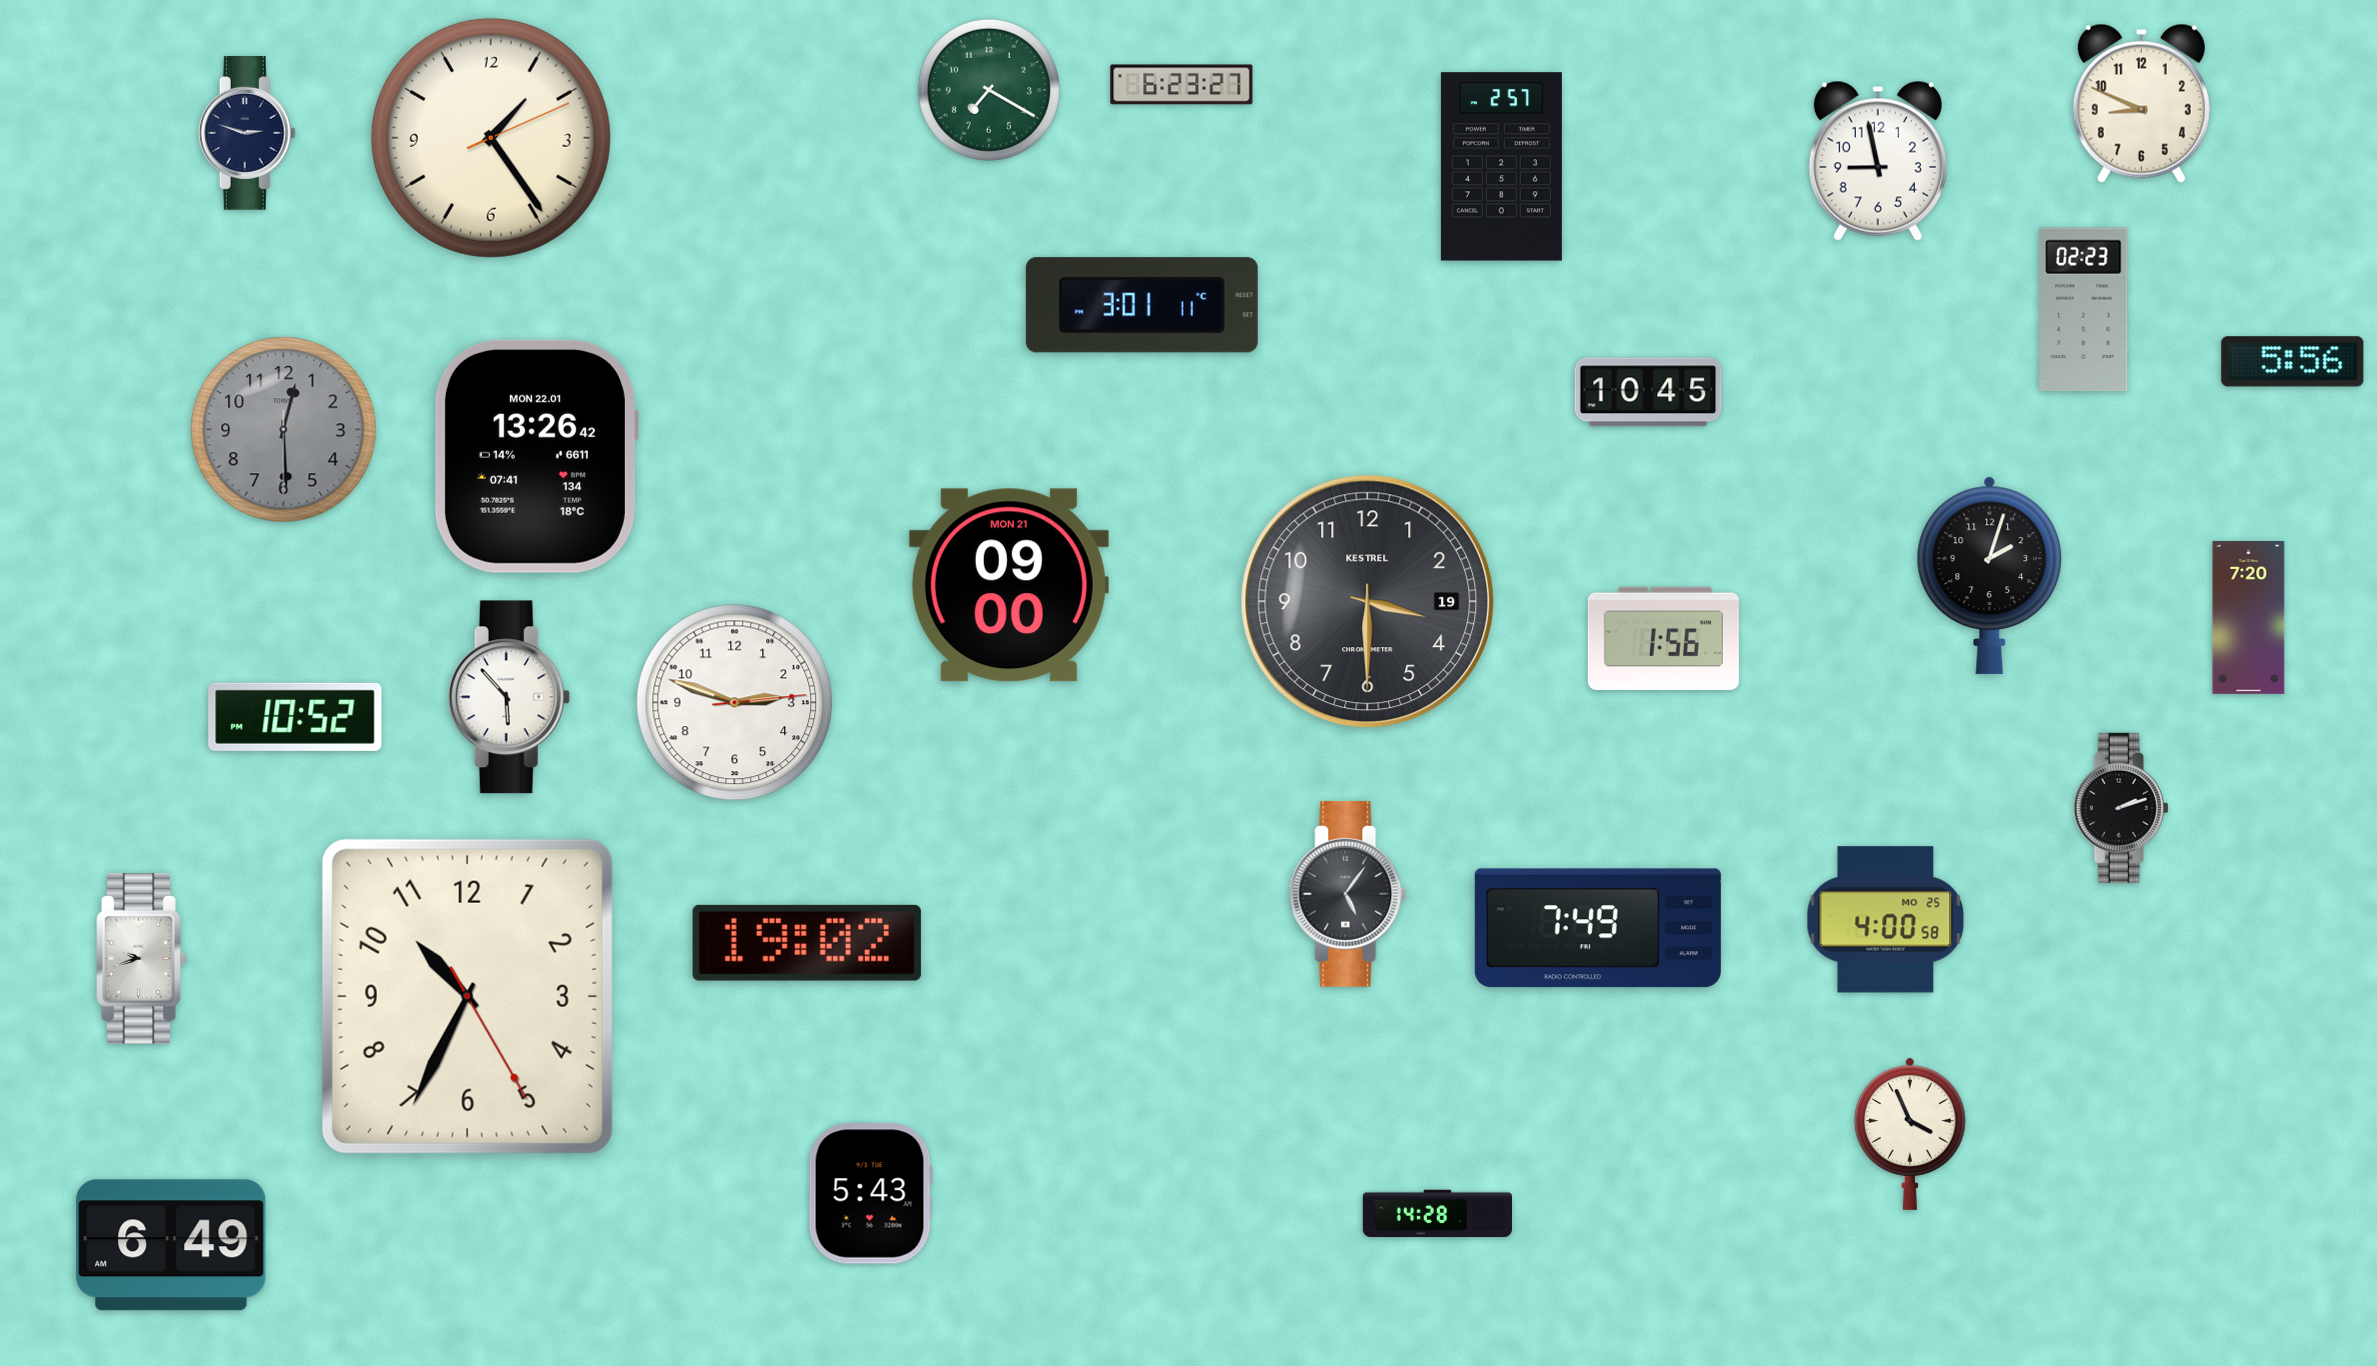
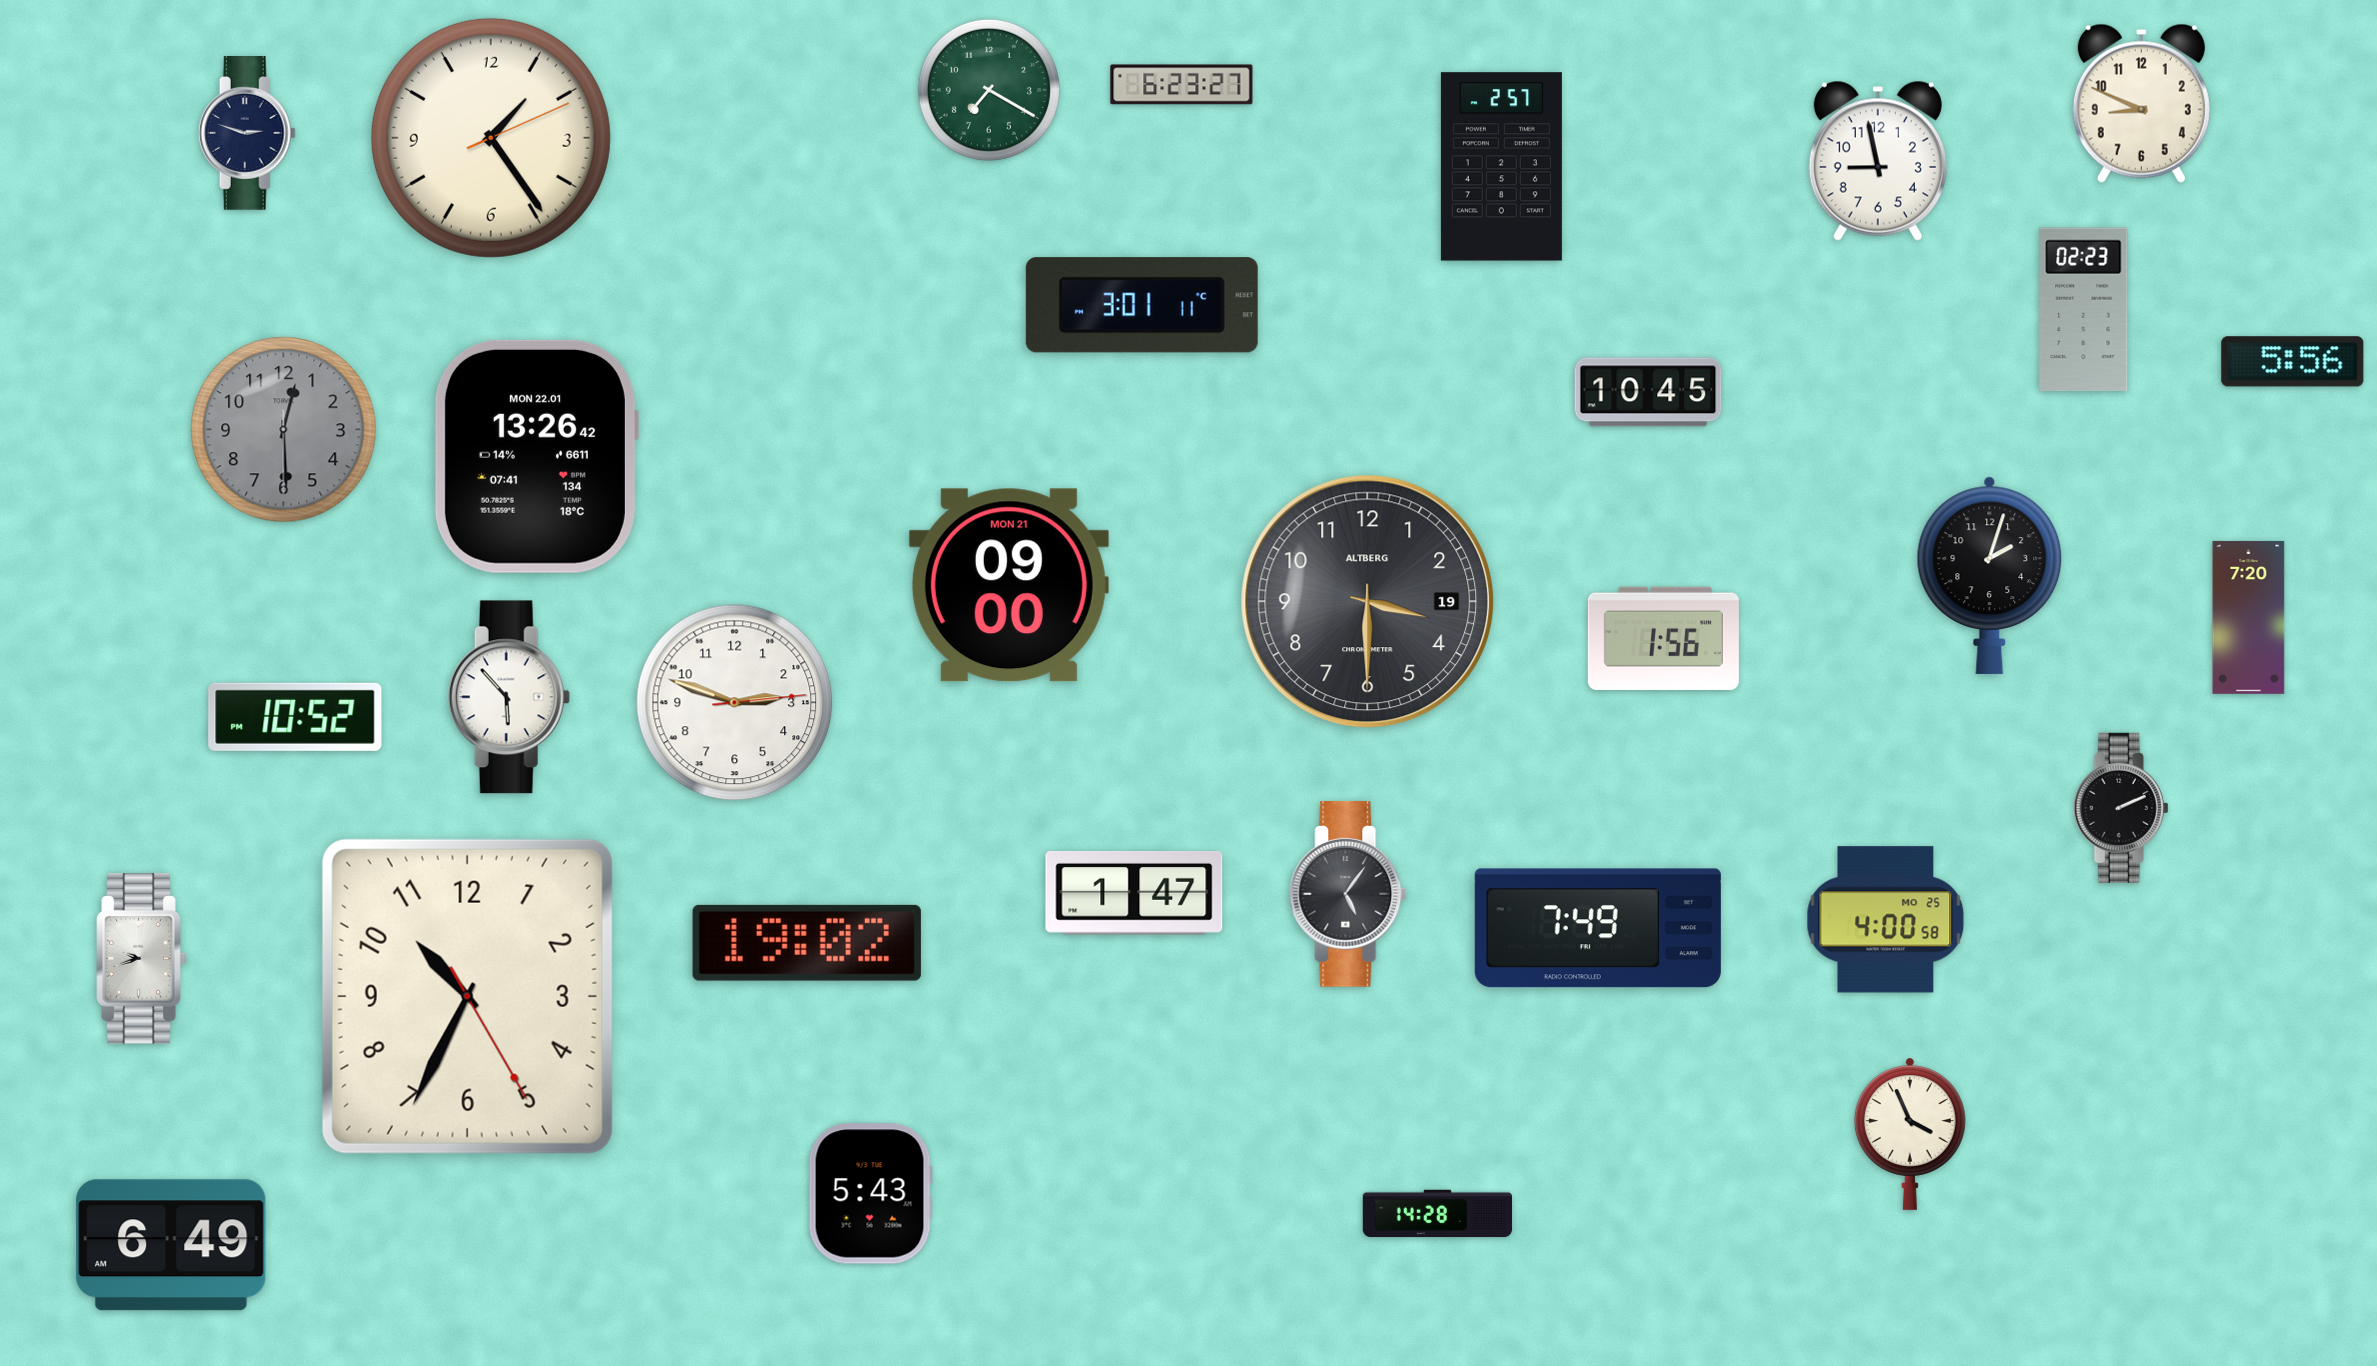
clock at (1368, 602) brand: KESTREL -> ALTBERG
clock at (2121, 808): 2:12 -> 2:11
clock at (1134, 894): none -> 1:47
